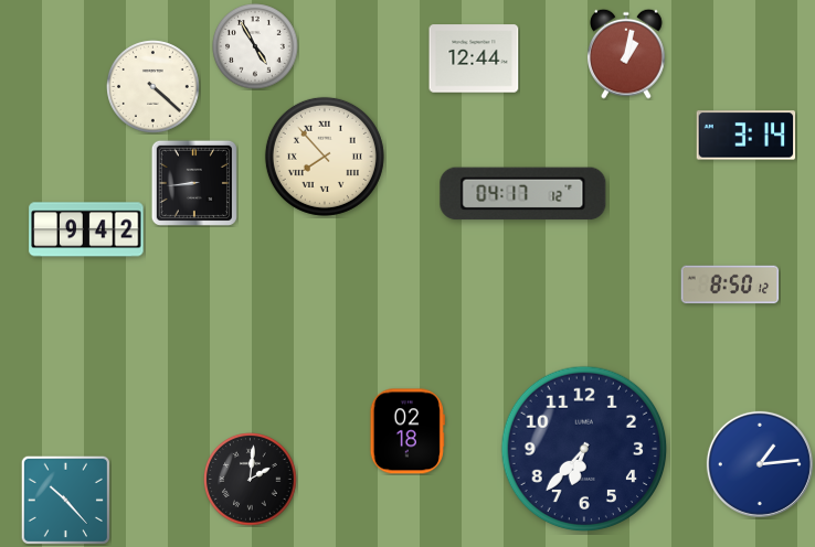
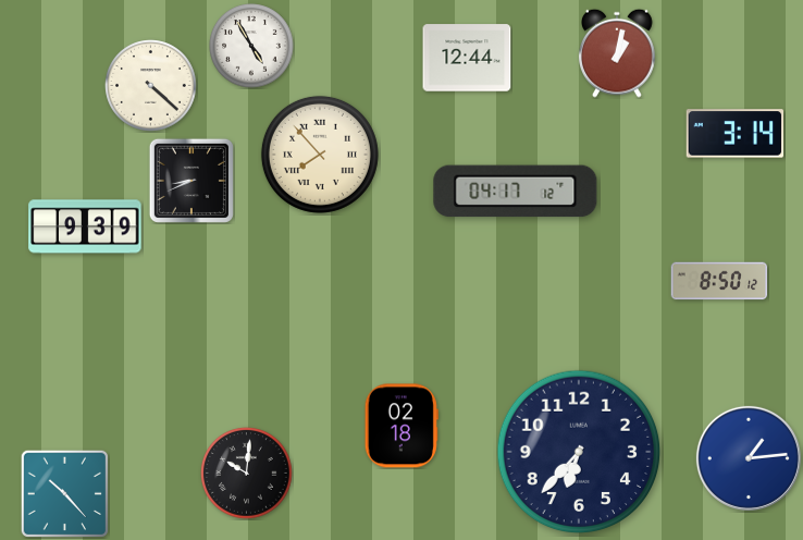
clock at (194, 183): 8:44 -> 8:41
clock at (86, 229): 9:42 -> 9:39
clock at (584, 449) position: (584, 449) -> (579, 452)
clock at (251, 480): 2:01 -> 10:01
